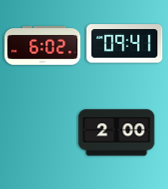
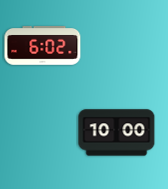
clock at (125, 44): 09:41 -> none
clock at (117, 133): 2:00 -> 10:00
